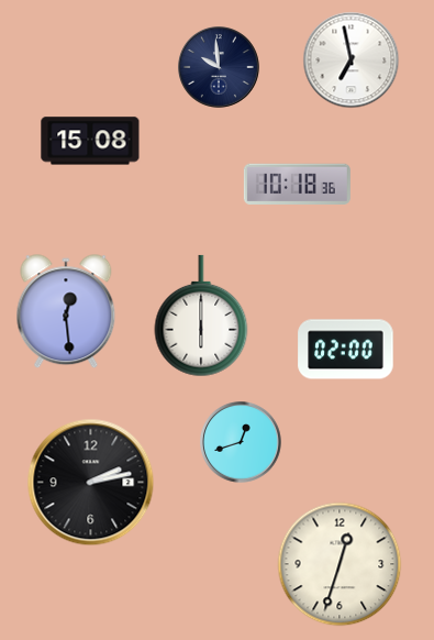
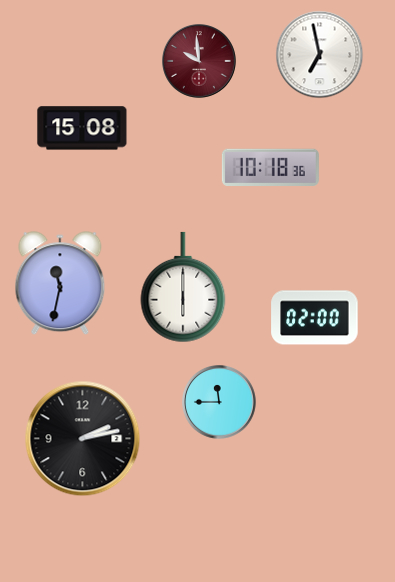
clock at (220, 68) dial: navy -> burgundy
clock at (66, 312): 12:29 -> 11:32
clock at (242, 443): 12:42 -> 11:45
clock at (340, 564): 12:33 -> none
